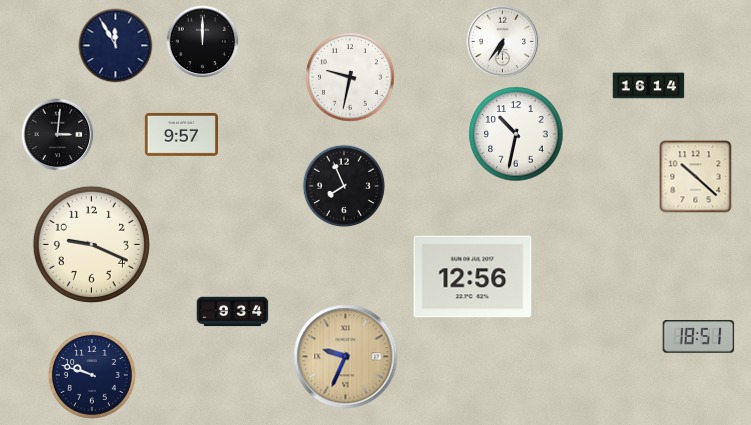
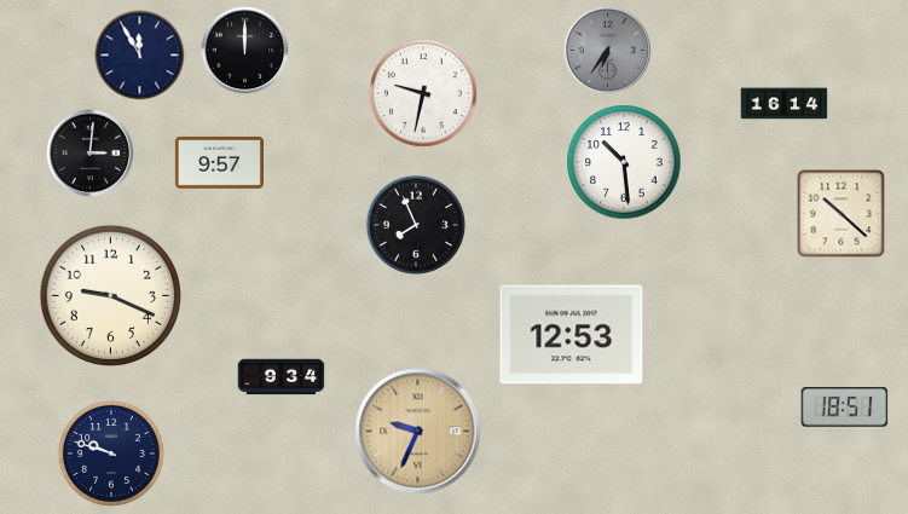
clock at (503, 42) dial: white -> grey
clock at (516, 134): 10:32 -> 10:29
clock at (58, 135) position: (58, 135) -> (91, 154)
clock at (473, 277): 12:56 -> 12:53
